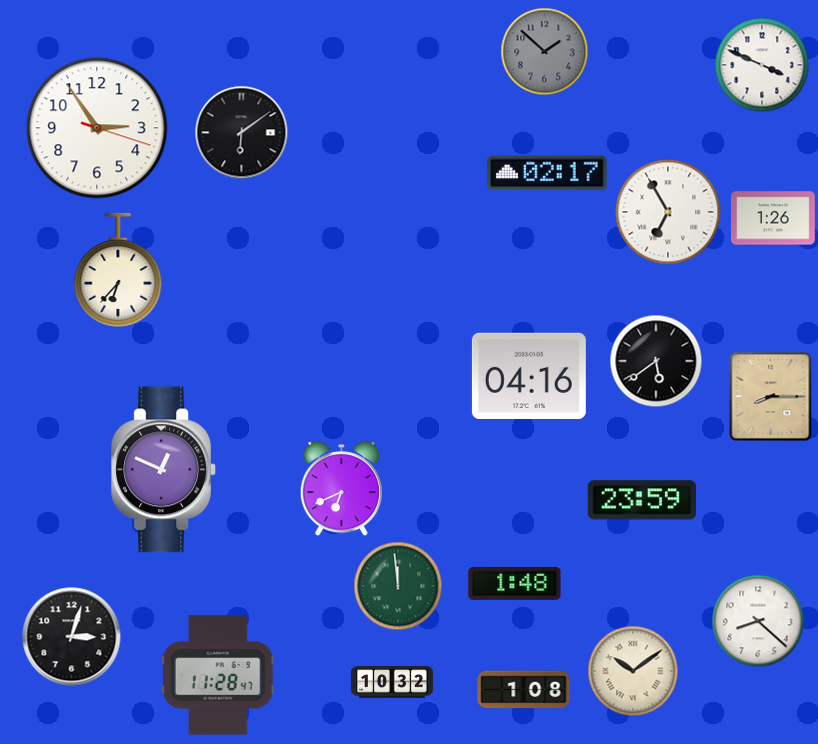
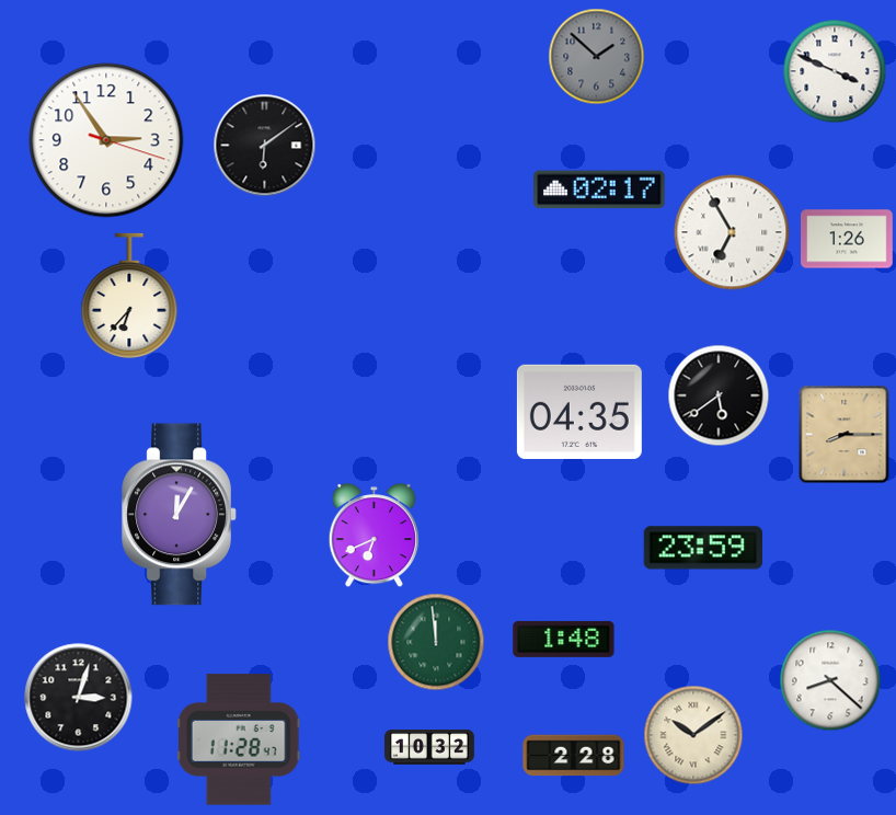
clock at (529, 376): 04:16 -> 04:35
clock at (164, 470): 12:49 -> 12:05
clock at (524, 690): 1:08 -> 2:28
